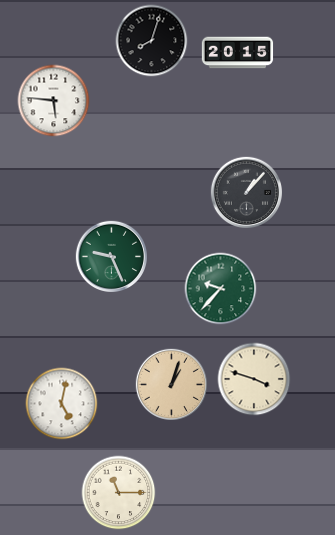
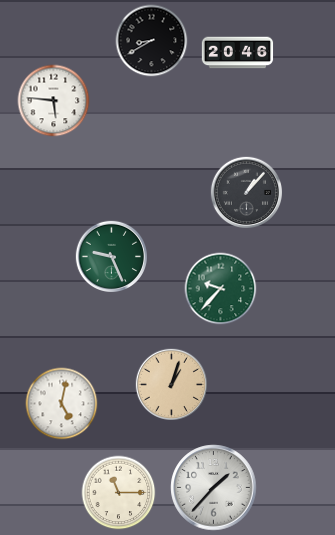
clock at (152, 41): 8:03 -> 8:40
clock at (238, 53): 20:15 -> 20:46
clock at (254, 379): 3:48 -> none
clock at (214, 488): none -> 1:37
